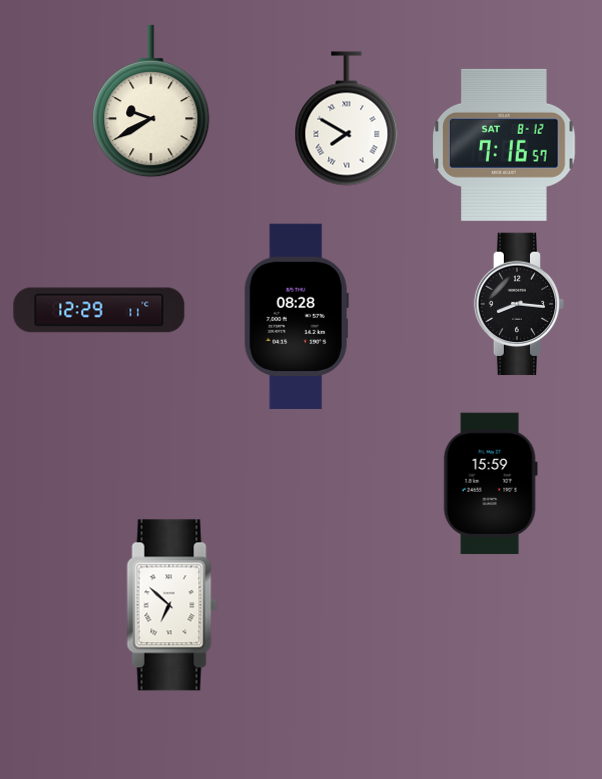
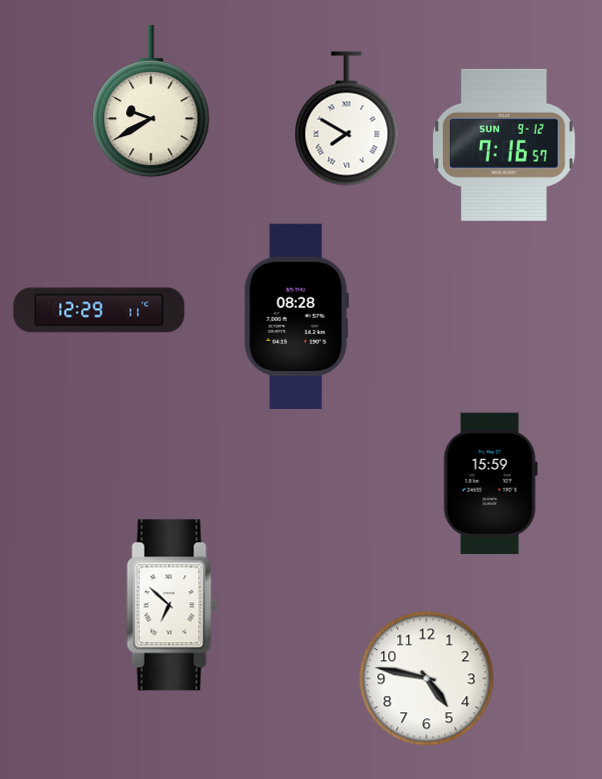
clock at (504, 145) date: SAT 8-12 -> SUN 9-12
clock at (519, 304): 8:16 -> none
clock at (427, 679): none -> 4:47
